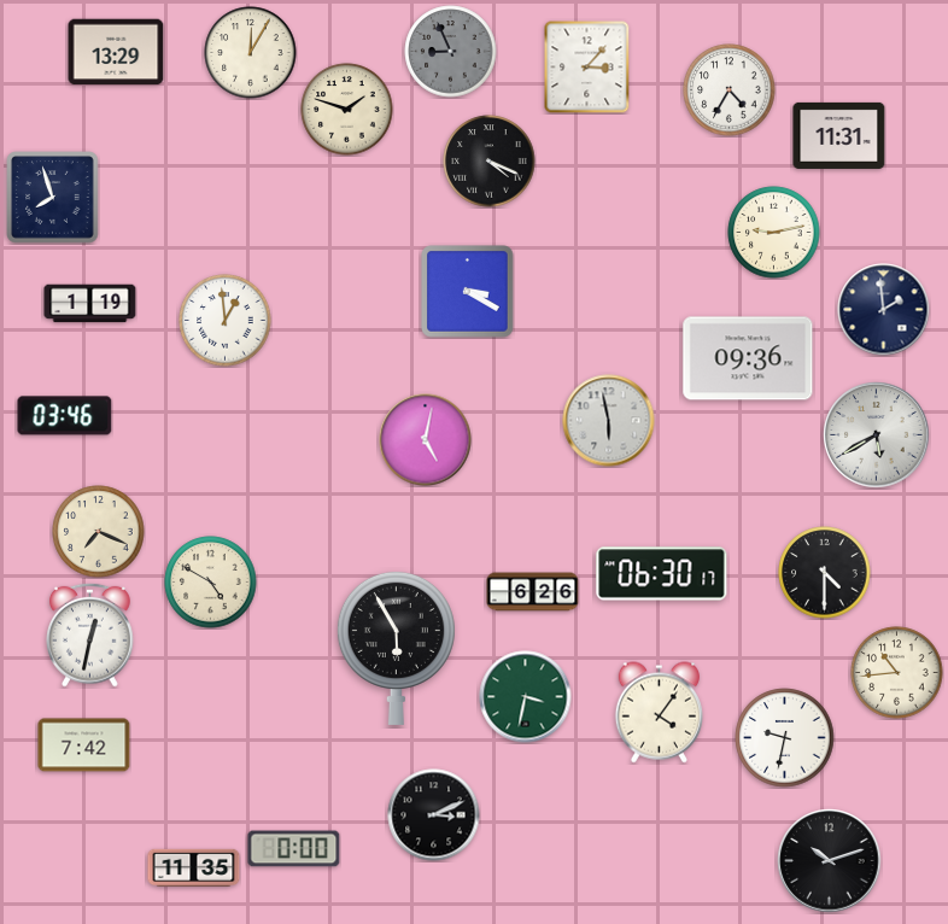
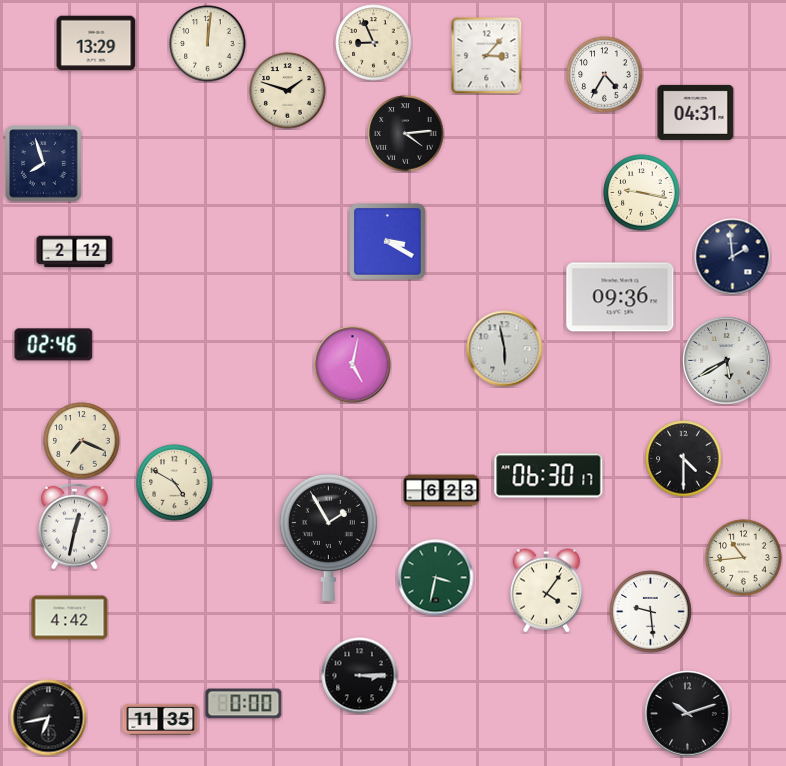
clock at (451, 52) dial: grey -> cream
clock at (251, 53): 12:05 -> 12:01
clock at (839, 135): 11:31 -> 04:31
clock at (490, 162): 4:19 -> 4:14
clock at (774, 233): 9:13 -> 9:17
clock at (90, 304): 1:19 -> 2:12
clock at (226, 321): 12:59 -> none
clock at (65, 416): 03:46 -> 02:46
clock at (825, 573) position: (825, 573) -> (684, 459)
clock at (533, 592): 6:26 -> 6:23
clock at (396, 648): 5:55 -> 1:55
clock at (785, 738): 9:32 -> 9:29
clock at (84, 745): 7:42 -> 4:42
clock at (434, 815): 3:11 -> 3:15
clock at (49, 718): none -> 6:43
